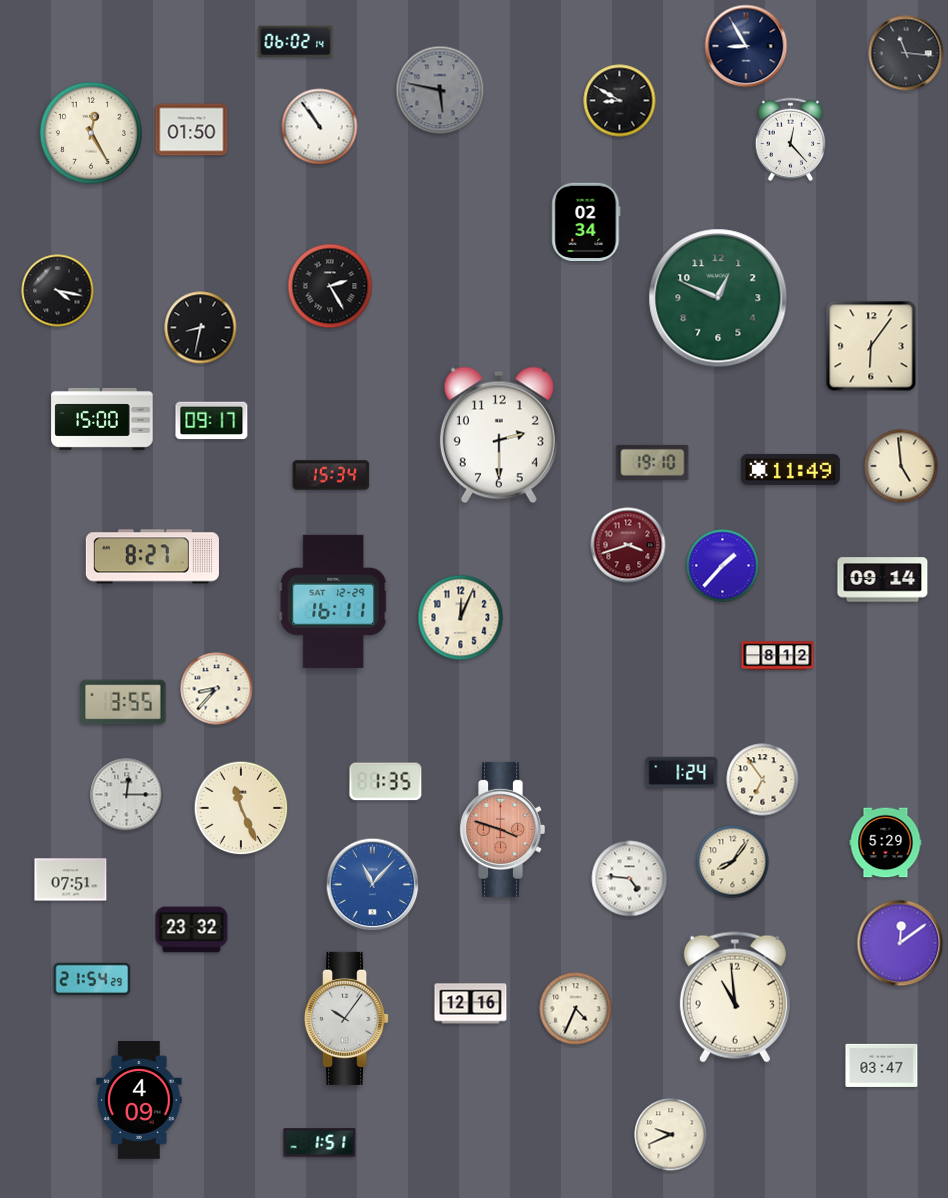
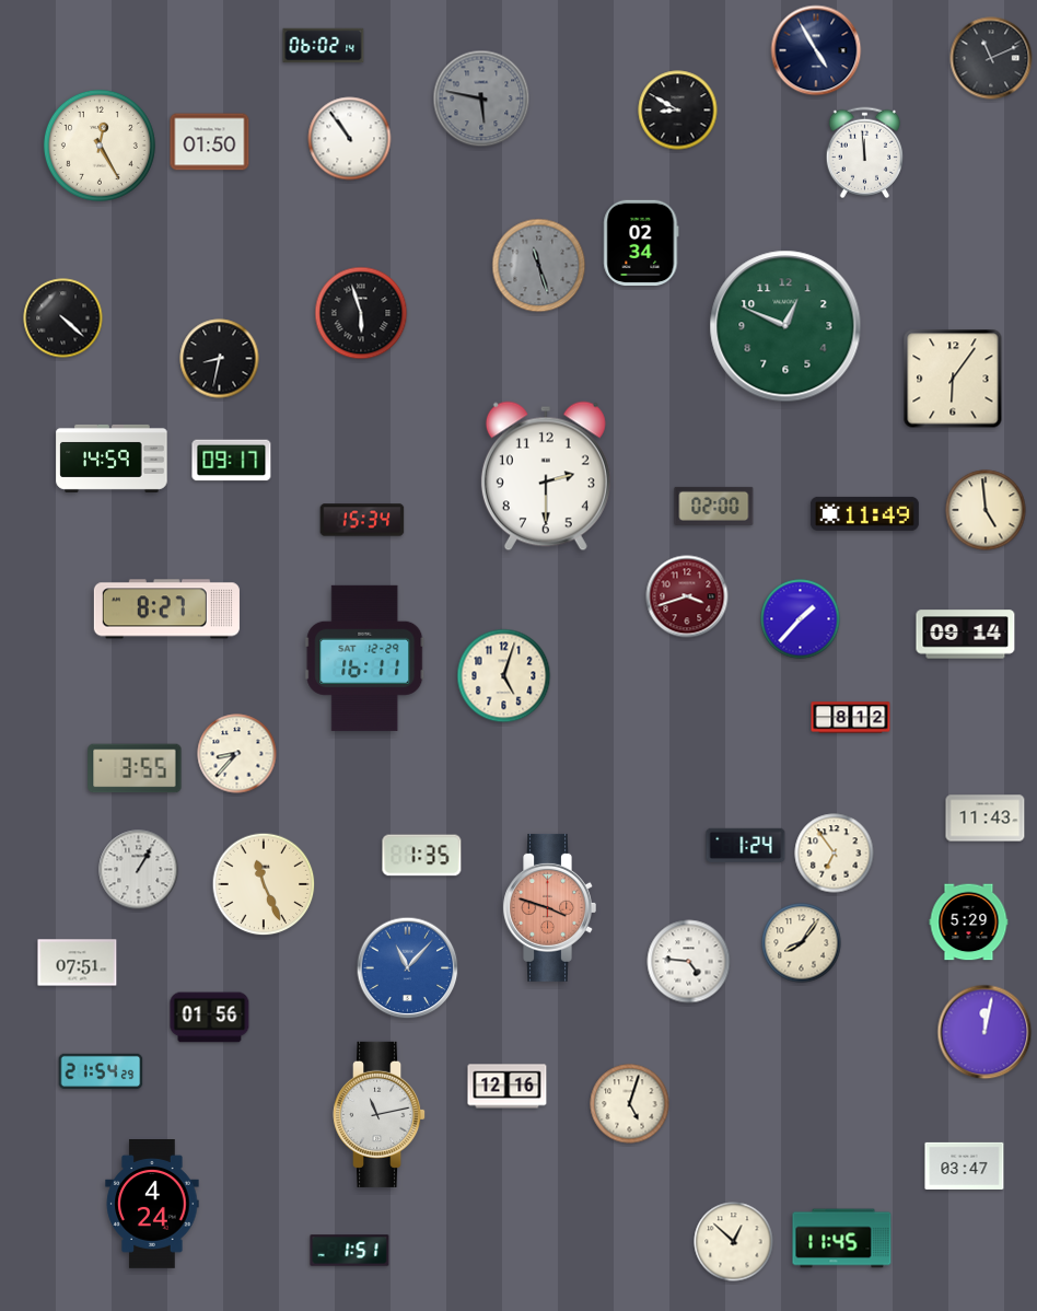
clock at (746, 46): 8:55 -> 4:55
clock at (906, 53): 11:16 -> 11:11
clock at (791, 139): 12:23 -> 11:59
clock at (539, 266): none -> 11:27
clock at (330, 286): 2:25 -> 5:57
clock at (58, 291): 4:17 -> 4:22
clock at (102, 419): 15:00 -> 14:59
clock at (653, 462): 19:10 -> 02:00
clock at (723, 566) position: (723, 566) -> (801, 619)
clock at (461, 618): 12:04 -> 5:03
clock at (986, 819): none -> 11:43
clock at (127, 795): 12:15 -> 1:05
clock at (192, 930): 23:32 -> 01:56
clock at (900, 943): 12:09 -> 12:02
clock at (735, 997): 10:59 -> none
clock at (471, 1004) position: (471, 1004) -> (508, 1087)
clock at (576, 1009): 4:34 -> 5:03
clock at (347, 1018): 10:06 -> 11:13
clock at (139, 1101): 4:09 -> 4:24
clock at (842, 1239): none -> 11:45
clock at (671, 1135): 9:41 -> 12:52
